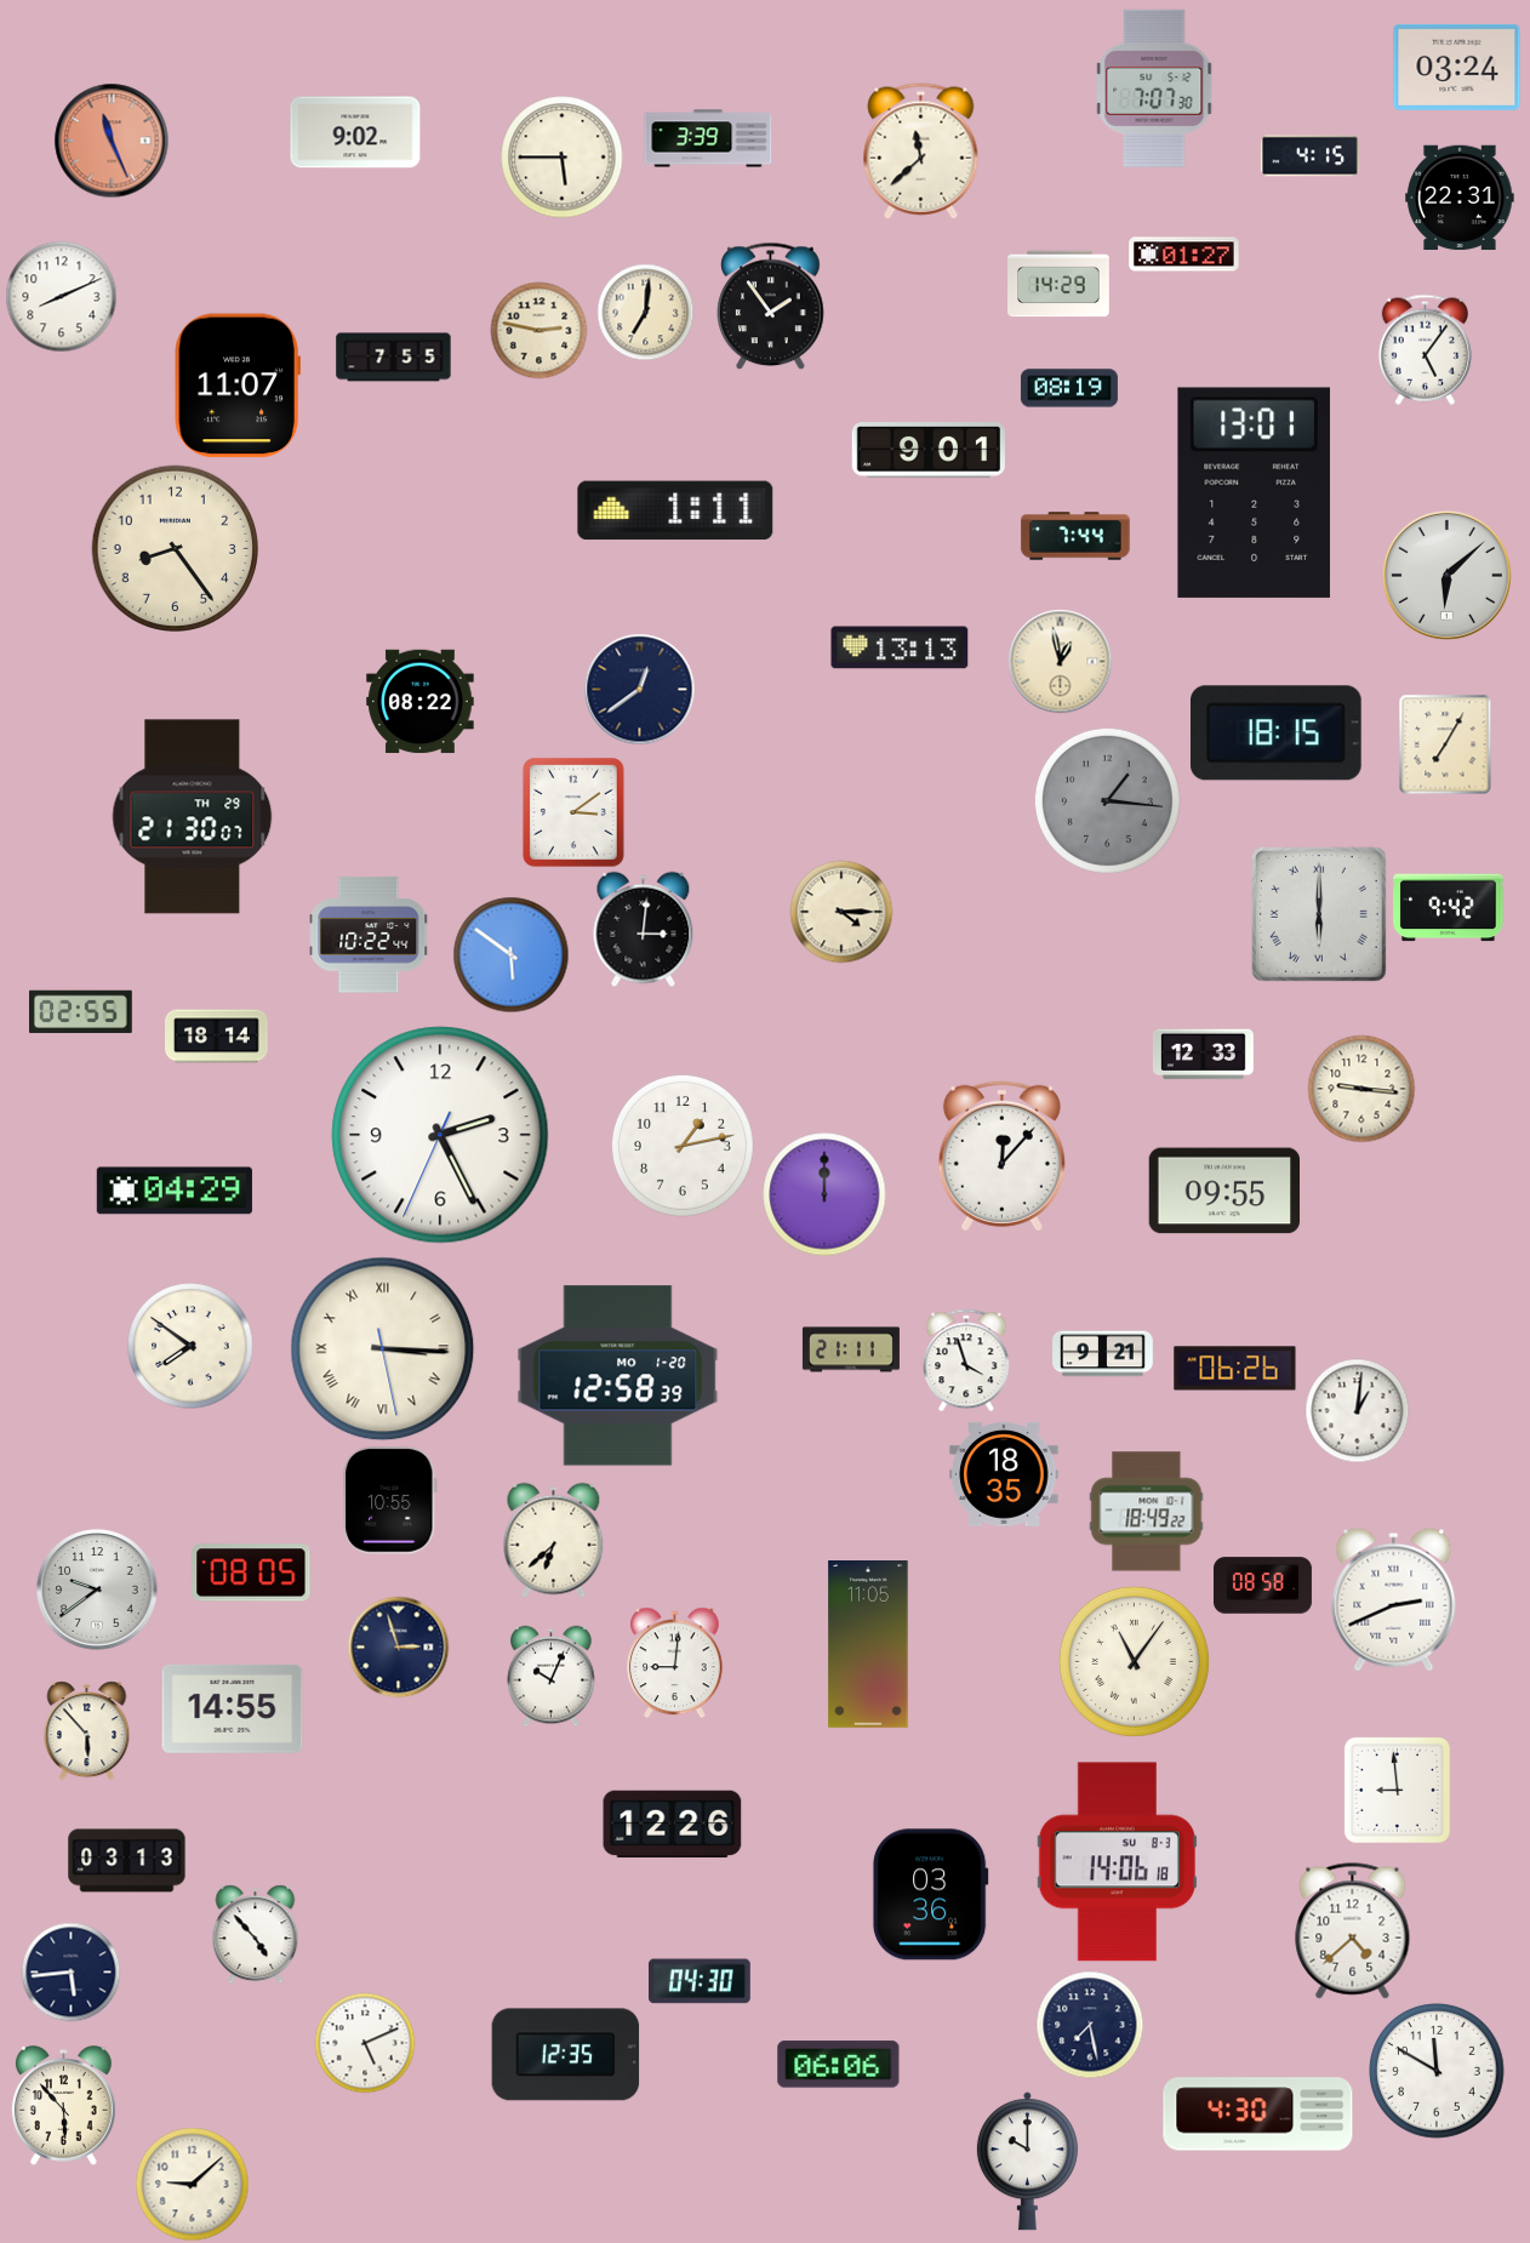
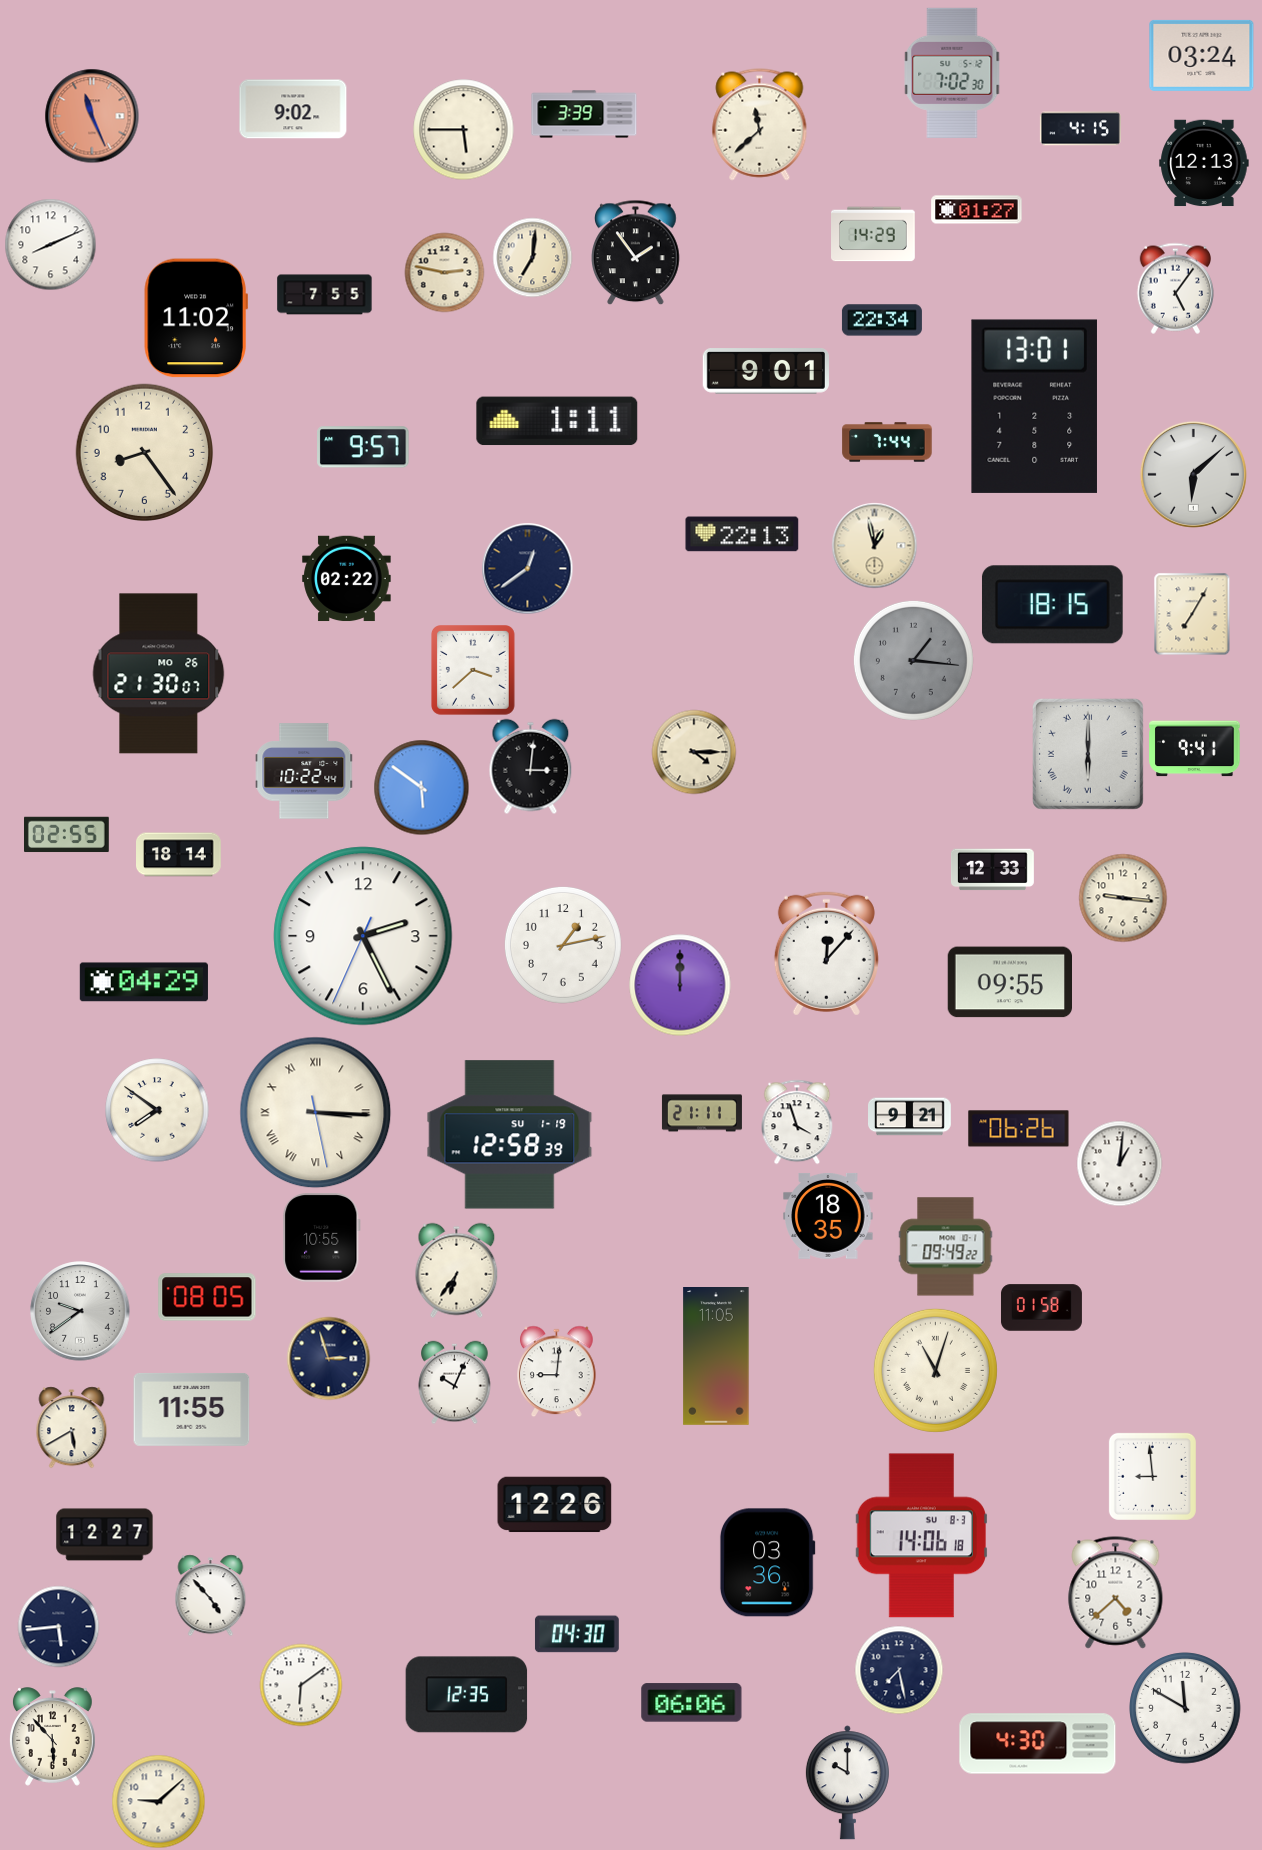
clock at (1154, 89): 7:07 -> 7:02
clock at (1460, 198): 22:31 -> 12:13
clock at (238, 386): 11:07 -> 11:02
clock at (1069, 388): 08:19 -> 22:34
clock at (363, 447): none -> 9:57
clock at (900, 647): 13:13 -> 22:13
clock at (421, 702): 08:22 -> 02:22
clock at (575, 814): 3:09 -> 3:38
clock at (193, 817) date: TH 29 -> MO 26
clock at (1449, 908): 9:42 -> 9:41
clock at (618, 1376) date: MO 1-20 -> SU 1-19
clock at (1147, 1512): 18:49 -> 09:49
clock at (554, 1540): 6:38 -> 6:36
clock at (1262, 1586): 08:58 -> 01:58
clock at (1394, 1599): 2:41 -> none
clock at (1134, 1661): 11:06 -> 11:03
clock at (233, 1708): 14:55 -> 11:55
clock at (87, 1730): 5:53 -> 5:40
clock at (127, 1861): 03:13 -> 12:27
clock at (365, 2043): 5:11 -> 6:09
